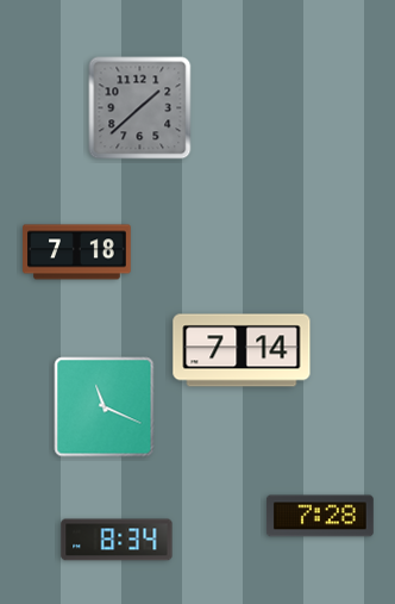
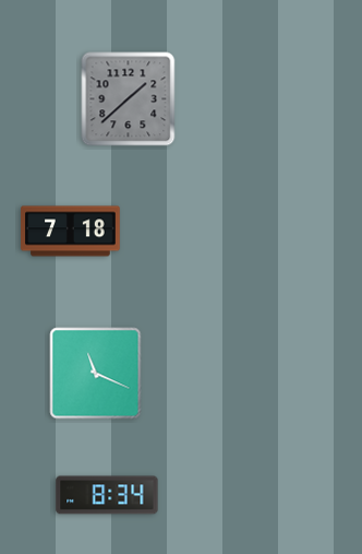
clock at (242, 350): 7:14 -> none
clock at (321, 516): 7:28 -> none
